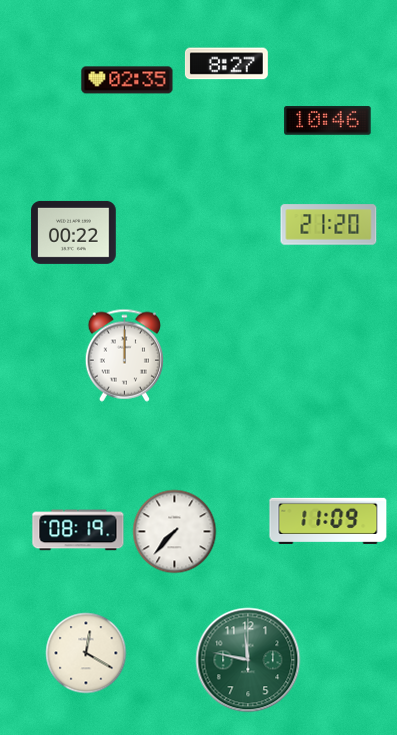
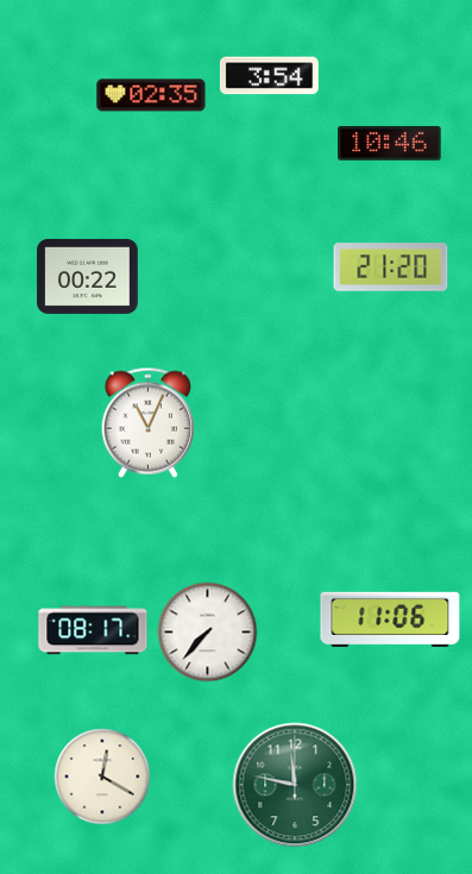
clock at (226, 64): 8:27 -> 3:54
clock at (124, 355): 12:00 -> 11:04
clock at (328, 520): 11:09 -> 11:06
clock at (78, 530): 08:19 -> 08:17
